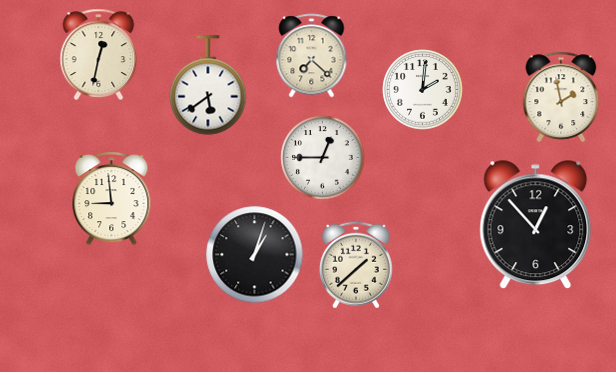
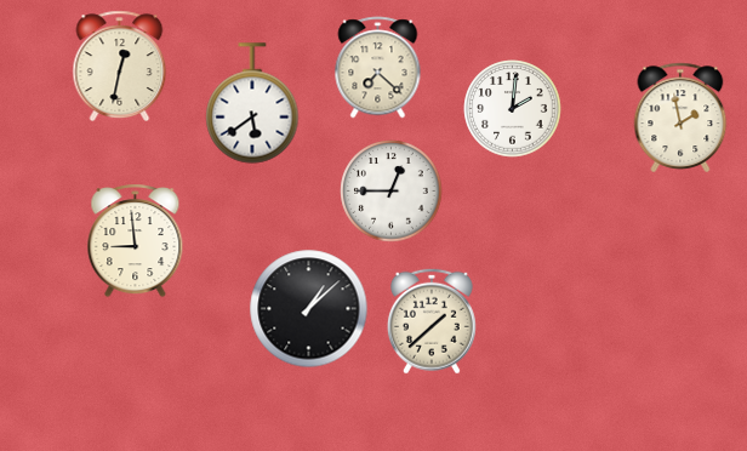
clock at (536, 225): 12:53 -> none
clock at (255, 255): 1:03 -> 1:08
